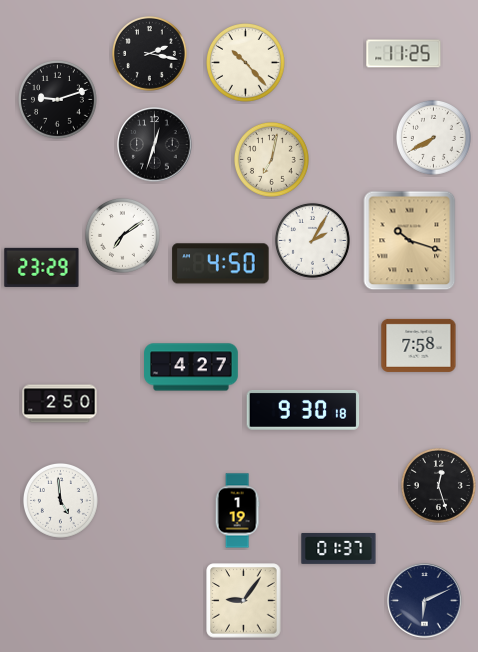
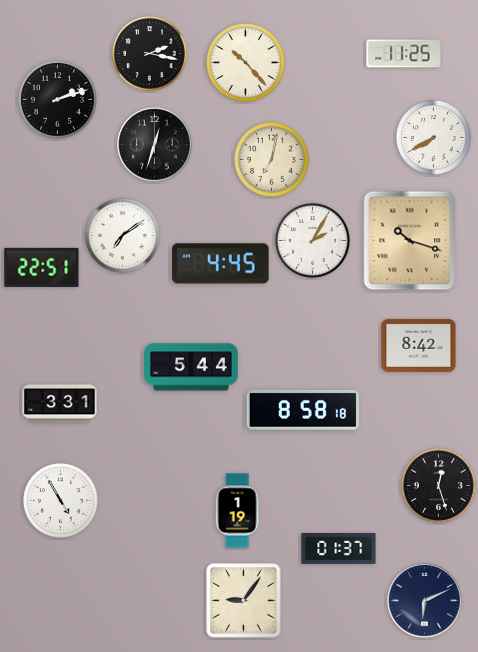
clock at (58, 100): 9:12 -> 2:12
clock at (221, 264): 4:50 -> 4:45
clock at (42, 267): 23:29 -> 22:51
clock at (419, 345): 7:58 -> 8:42
clock at (191, 367): 4:27 -> 5:44
clock at (60, 404): 2:50 -> 3:31
clock at (303, 411): 9:30 -> 8:58
clock at (60, 500): 4:59 -> 4:55
